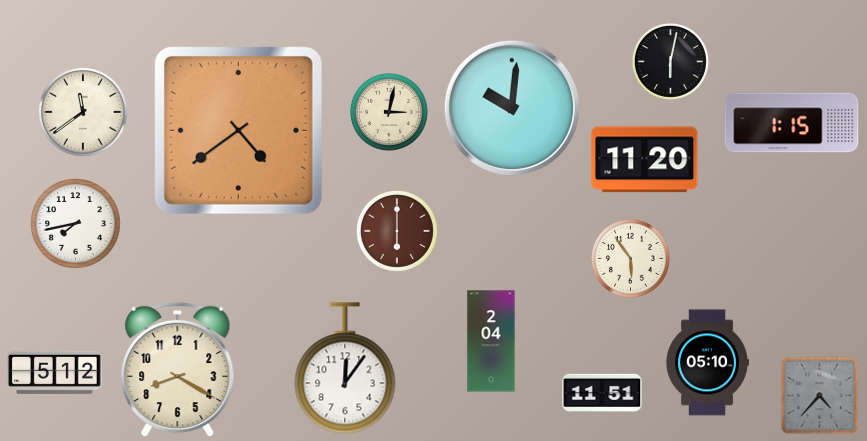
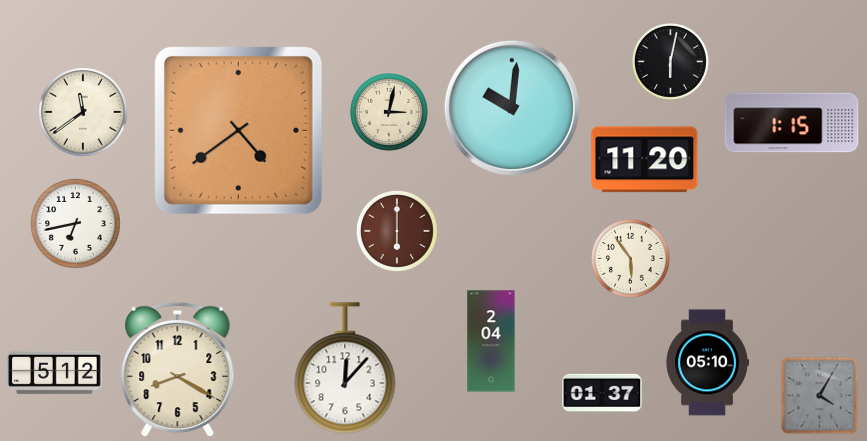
clock at (76, 224): 7:43 -> 6:43
clock at (345, 368): 12:06 -> 12:07
clock at (602, 392): 11:51 -> 01:37
clock at (820, 396): 4:37 -> 4:05
